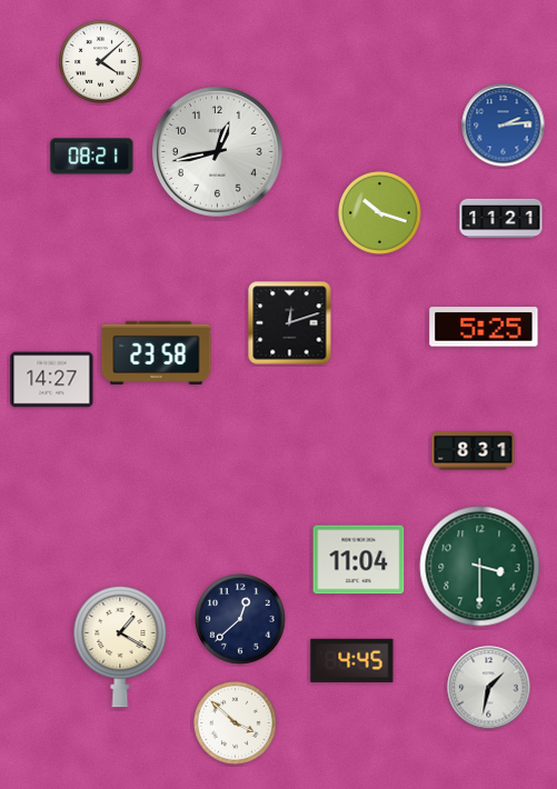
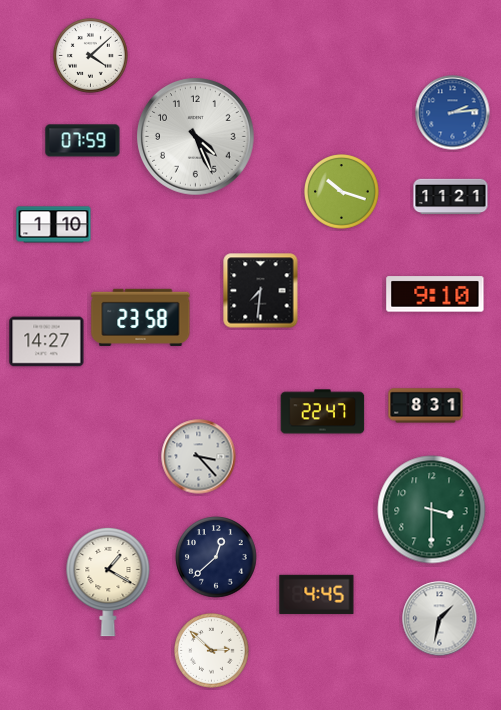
clock at (218, 152): 12:43 -> 4:26
clock at (92, 157): 08:21 -> 07:59
clock at (54, 225): none -> 1:10
clock at (290, 323): 12:12 -> 7:31
clock at (484, 327): 5:25 -> 9:10
clock at (323, 412): none -> 22:47
clock at (199, 457): none -> 3:23
clock at (359, 560): 11:04 -> none
clock at (236, 723): 3:52 -> 2:52
